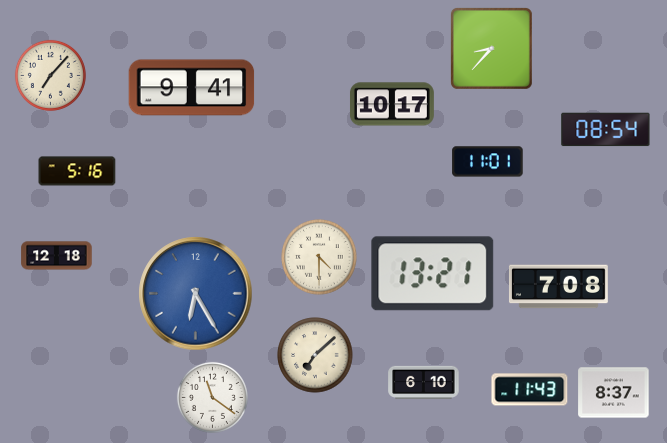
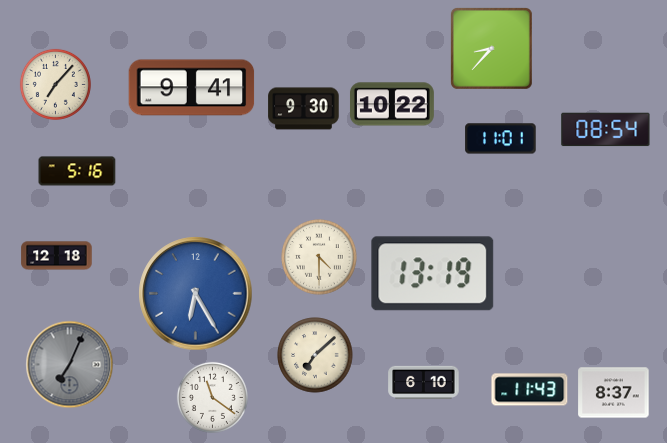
clock at (50, 75) position: (50, 75) -> (55, 84)
clock at (392, 104): 10:17 -> 10:22
clock at (304, 109): none -> 9:30
clock at (488, 162) position: (488, 162) -> (501, 139)
clock at (433, 274): 13:21 -> 13:19
clock at (558, 287): 7:08 -> none
clock at (70, 365): none -> 7:04
